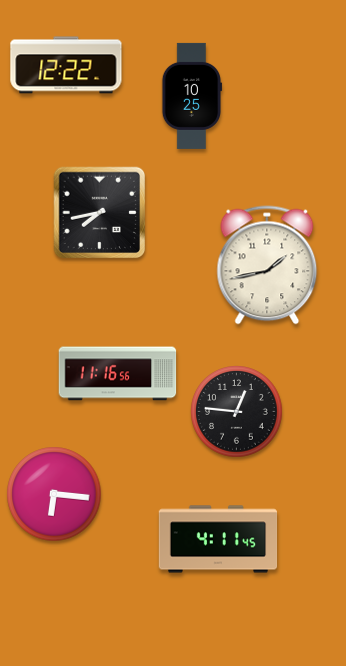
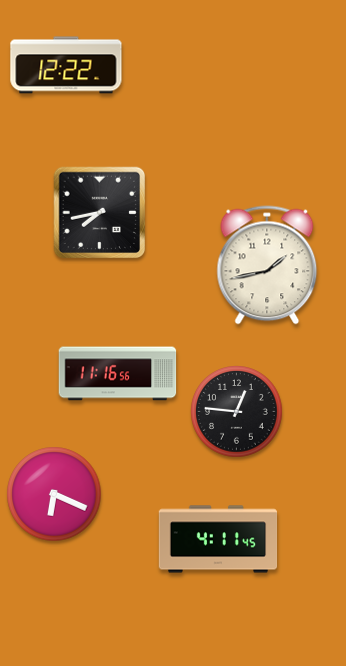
clock at (192, 96): 10:25 -> none
clock at (54, 494): 6:16 -> 6:19
